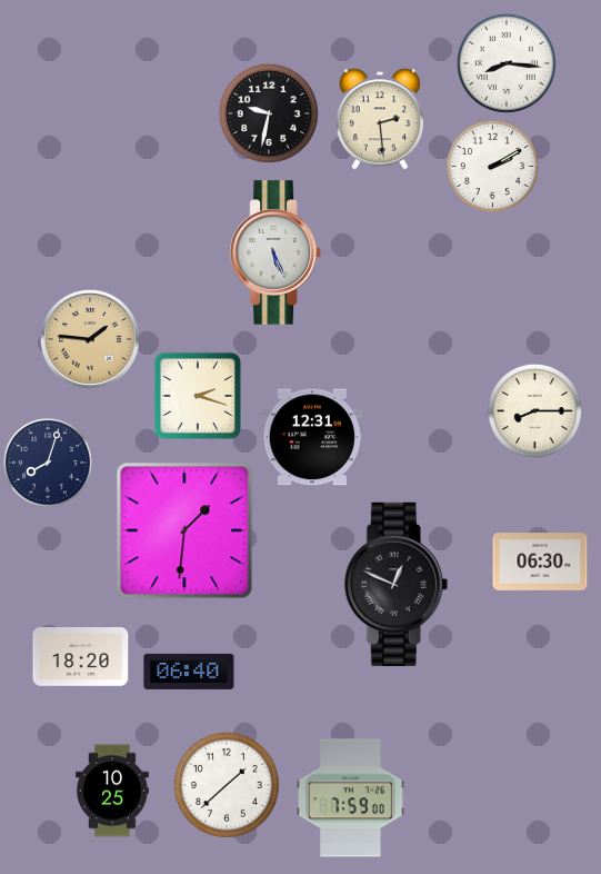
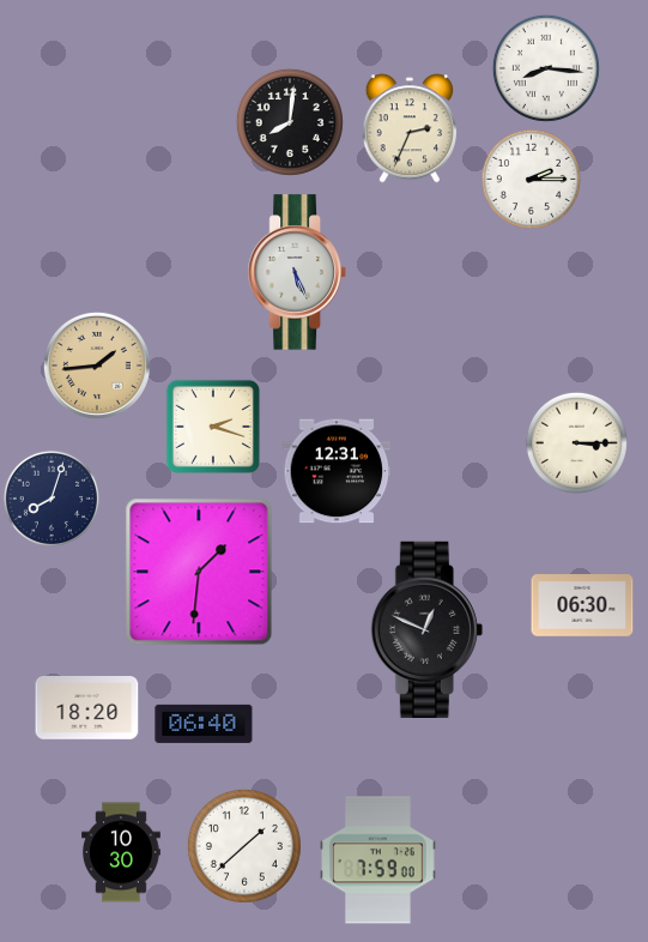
clock at (269, 113): 9:32 -> 8:01
clock at (379, 119): 2:29 -> 2:34
clock at (492, 166): 2:10 -> 2:15
clock at (90, 339): 1:46 -> 1:44
clock at (534, 410): 8:15 -> 3:15
clock at (113, 791): 10:25 -> 10:30
